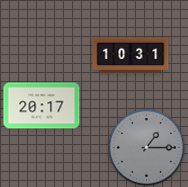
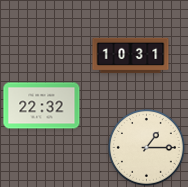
clock at (42, 106): 20:17 -> 22:32
clock at (147, 148) dial: grey -> cream
